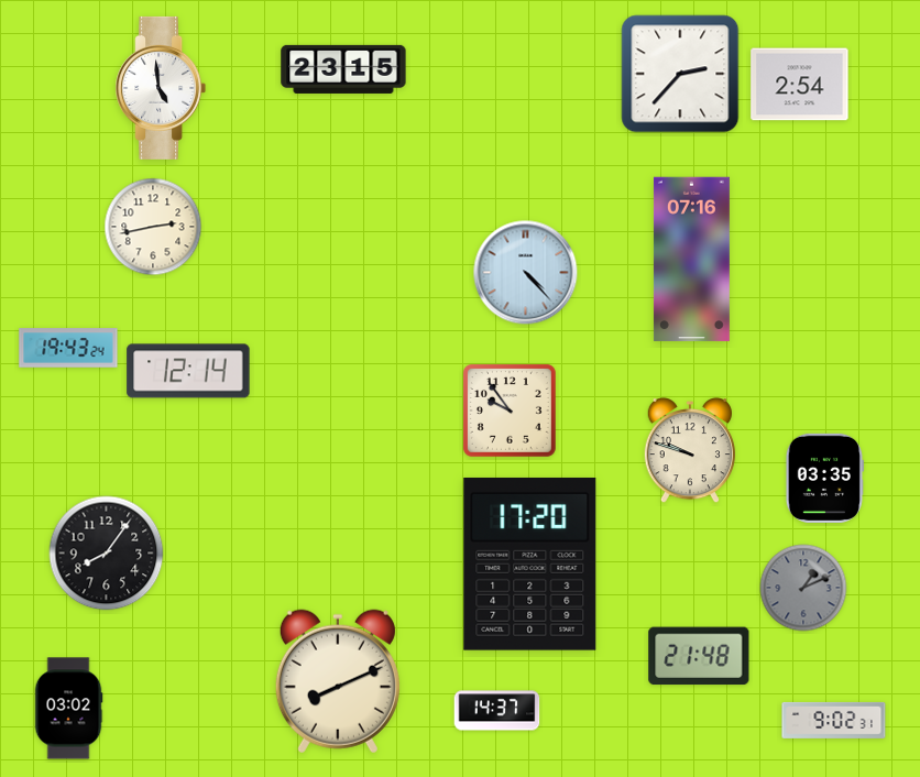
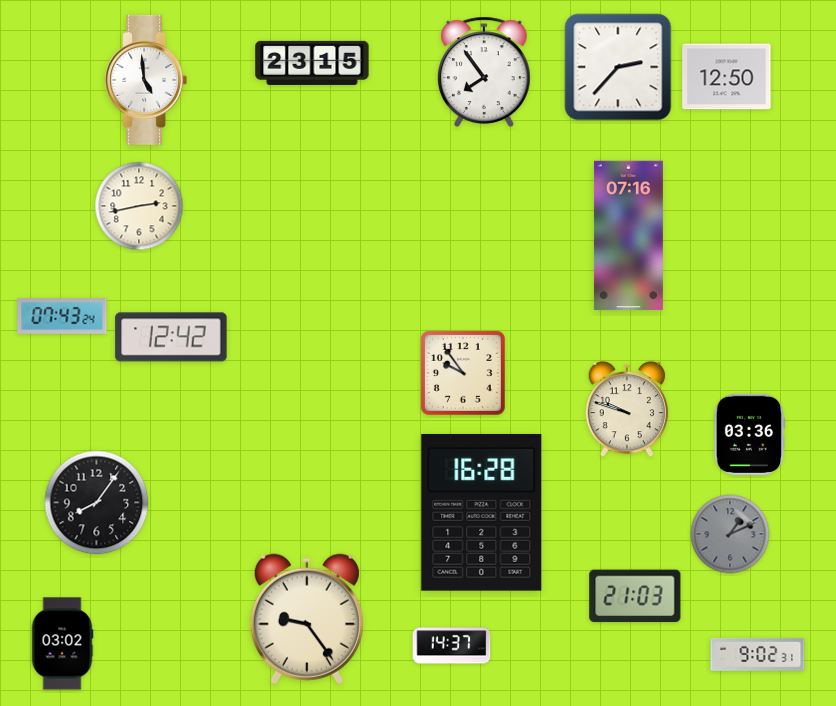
clock at (484, 71): none -> 7:54
clock at (800, 85): 2:54 -> 12:50
clock at (526, 273): 4:23 -> none
clock at (68, 348): 19:43 -> 07:43
clock at (188, 371): 12:14 -> 12:42
clock at (824, 478): 03:35 -> 03:36
clock at (530, 563): 17:20 -> 16:28
clock at (699, 656): 21:48 -> 21:03
clock at (338, 681): 8:11 -> 9:24
